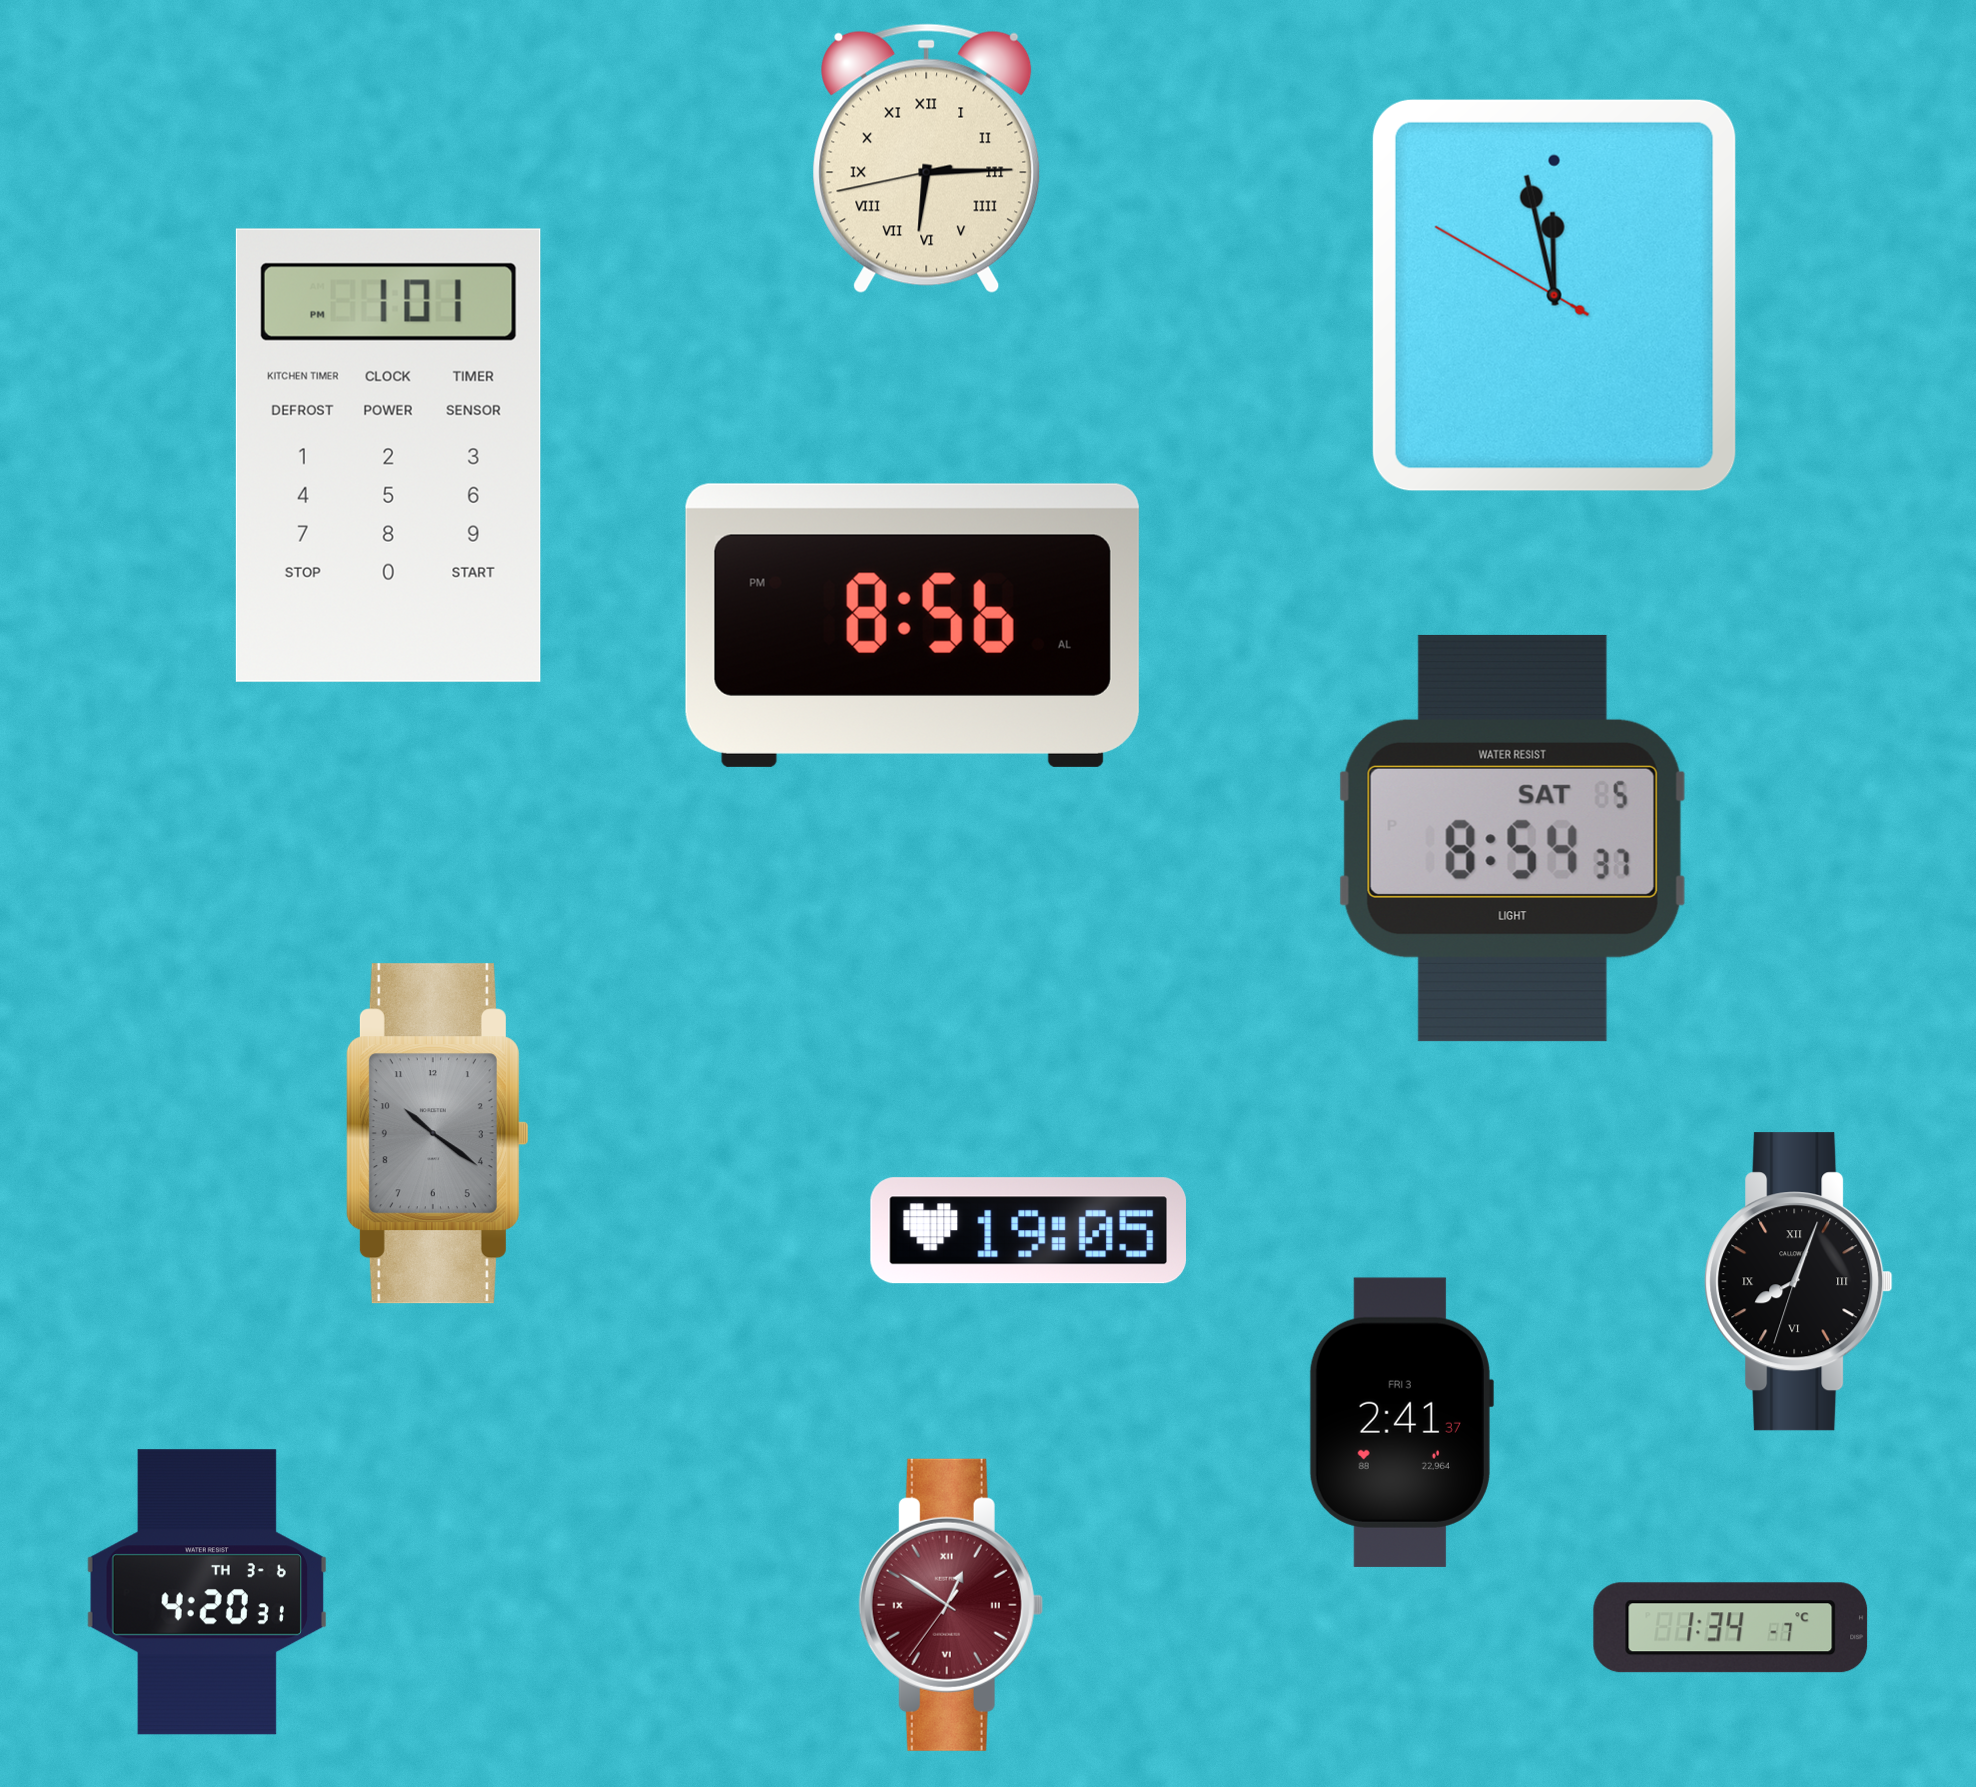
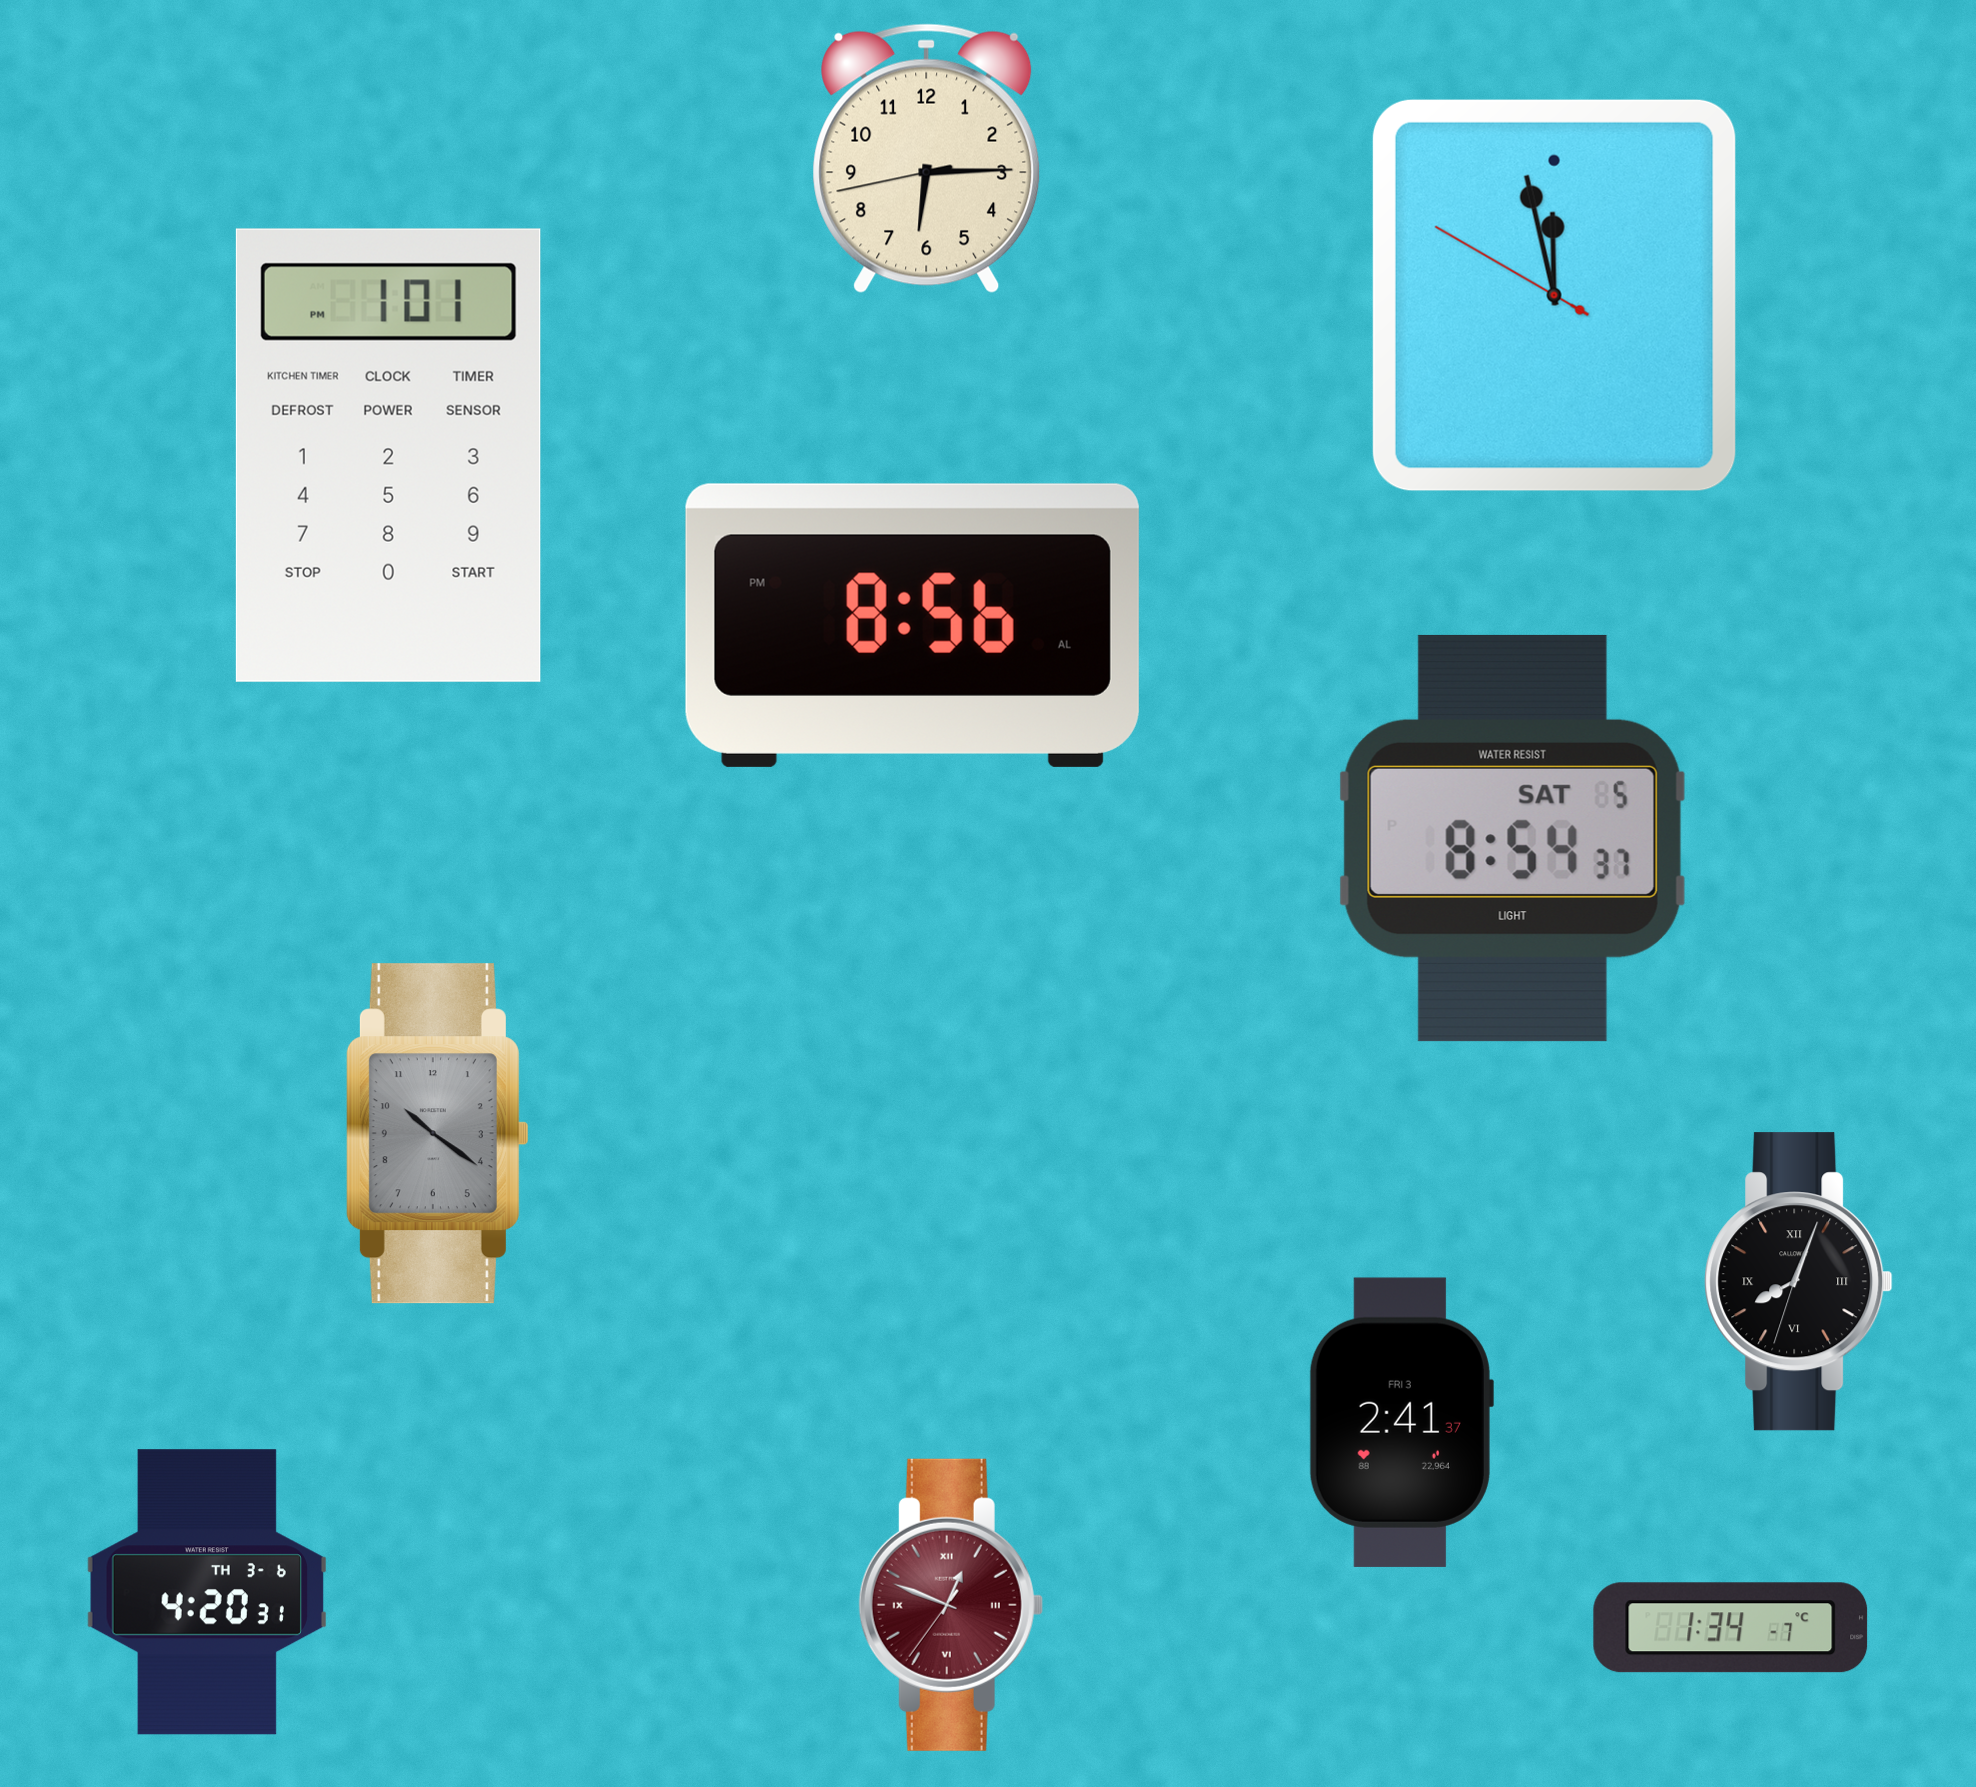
clock at (927, 158) numerals: Roman -> Arabic
clock at (1028, 1231): 19:05 -> none
clock at (951, 1605): 12:50 -> 12:48
